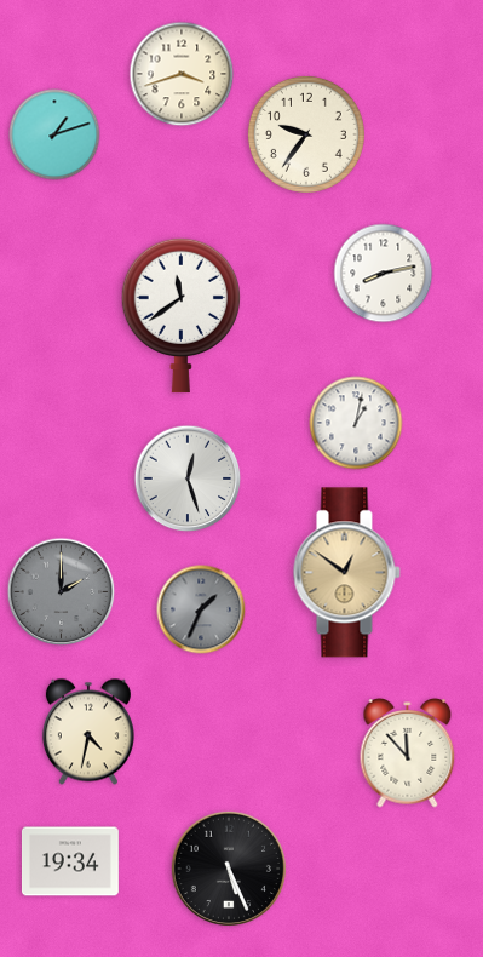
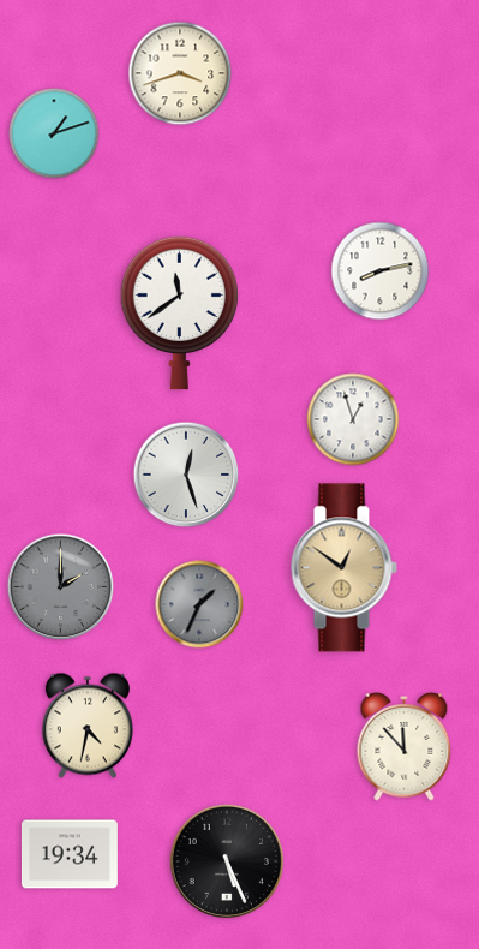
clock at (306, 134): 9:36 -> none
clock at (356, 423): 1:02 -> 12:57
